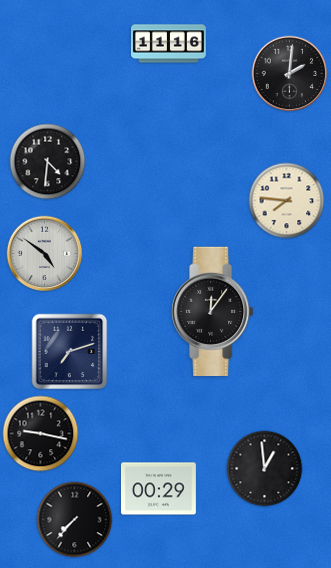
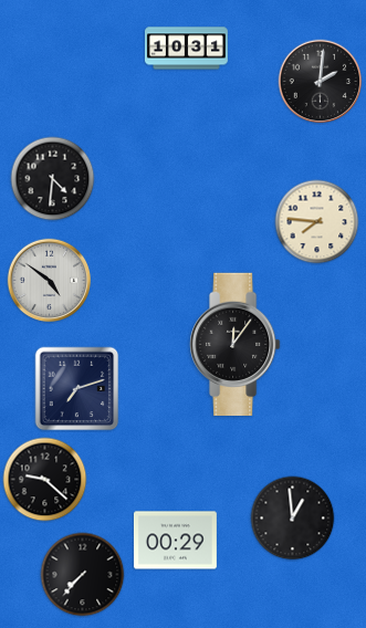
clock at (168, 44): 11:16 -> 10:31
clock at (41, 434): 9:17 -> 9:22
